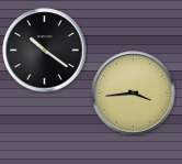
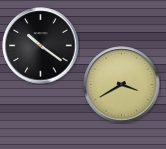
clock at (134, 94): 3:44 -> 3:40
